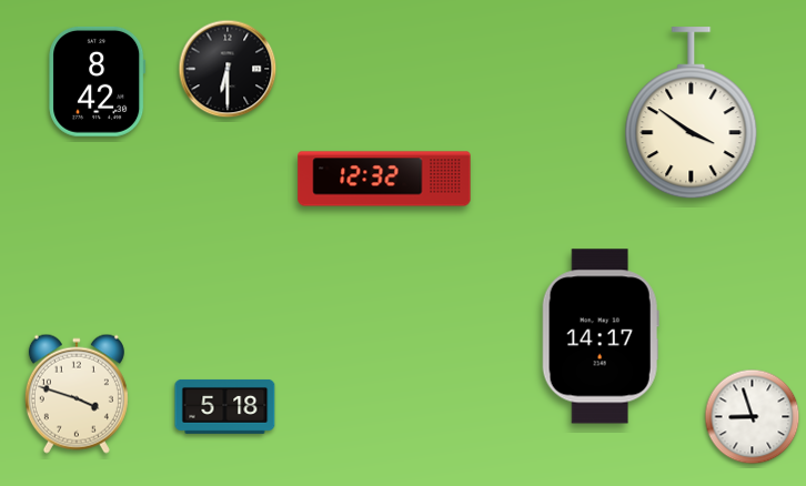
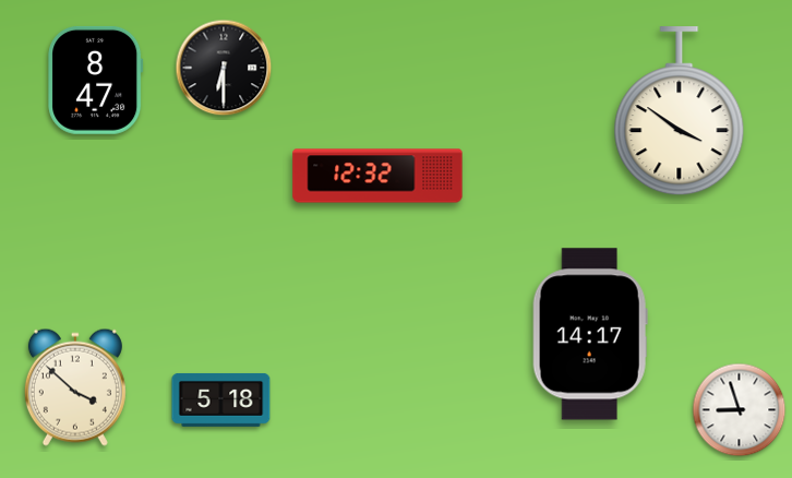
clock at (98, 81): 8:42 -> 8:47
clock at (601, 336) position: (601, 336) -> (590, 334)
clock at (77, 394): 3:48 -> 3:52
